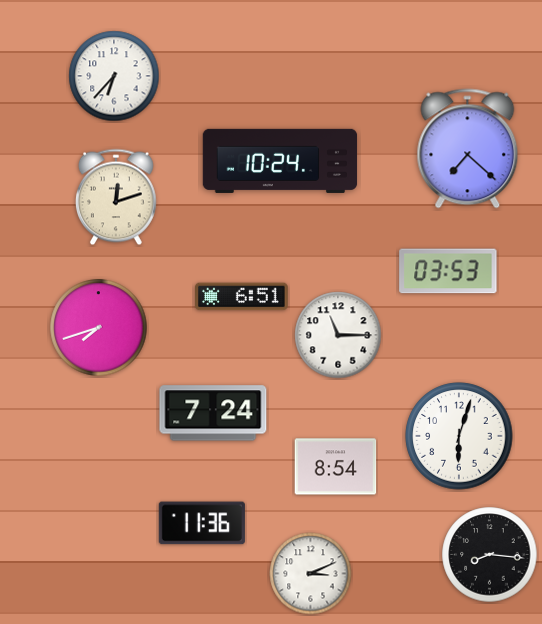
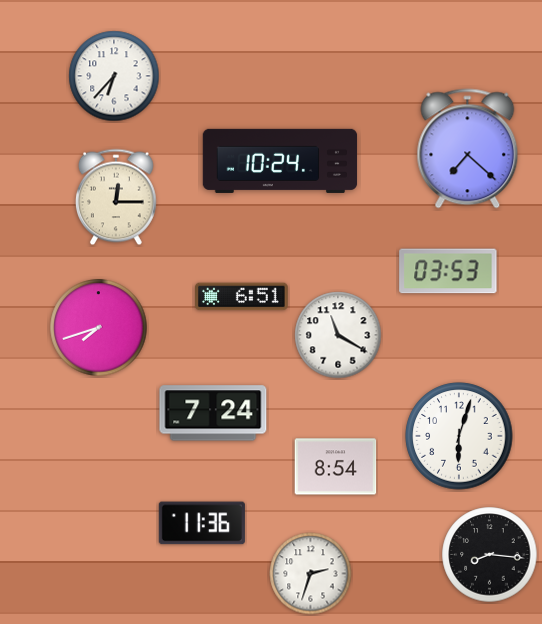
clock at (116, 197): 12:12 -> 12:15
clock at (338, 335): 11:15 -> 11:20
clock at (311, 574): 3:11 -> 2:33
